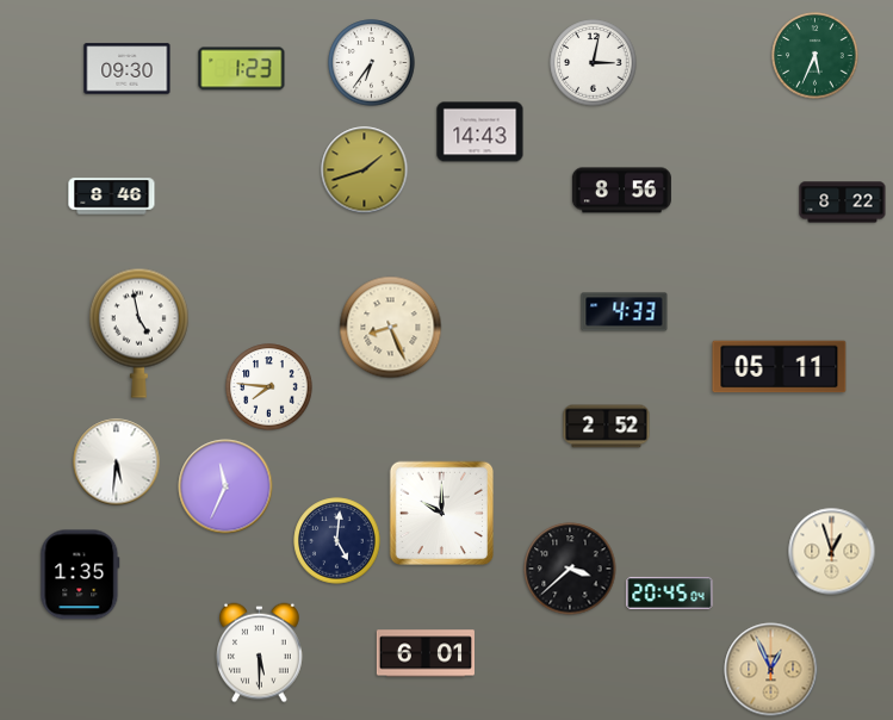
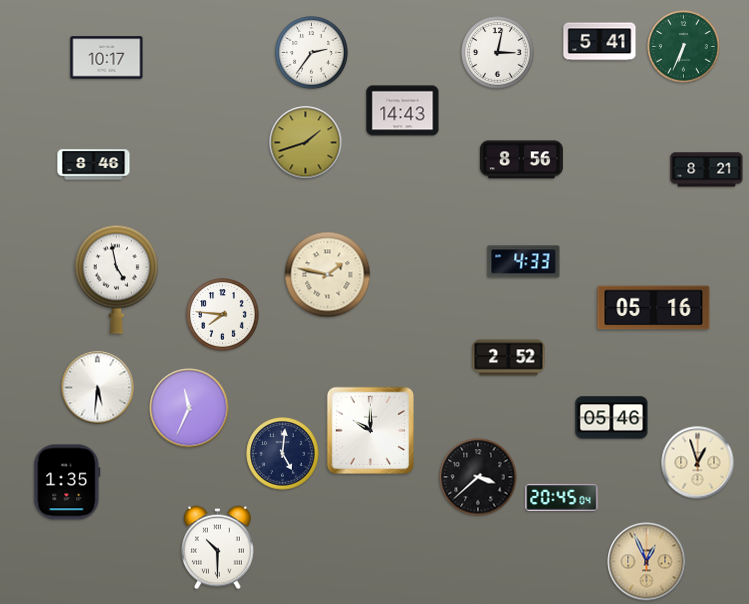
clock at (600, 42): none -> 5:41
clock at (816, 56): 5:34 -> 6:34
clock at (372, 63): 6:36 -> 2:36
clock at (128, 69): 09:30 -> 10:17
clock at (242, 69): 1:23 -> none
clock at (843, 203): 8:22 -> 8:21
clock at (391, 328): 8:26 -> 1:47
clock at (780, 367): 05:11 -> 05:16
clock at (269, 387) position: (269, 387) -> (223, 315)
clock at (612, 418): none -> 05:46
clock at (260, 653): 5:30 -> 10:30
clock at (426, 653): 6:01 -> none
